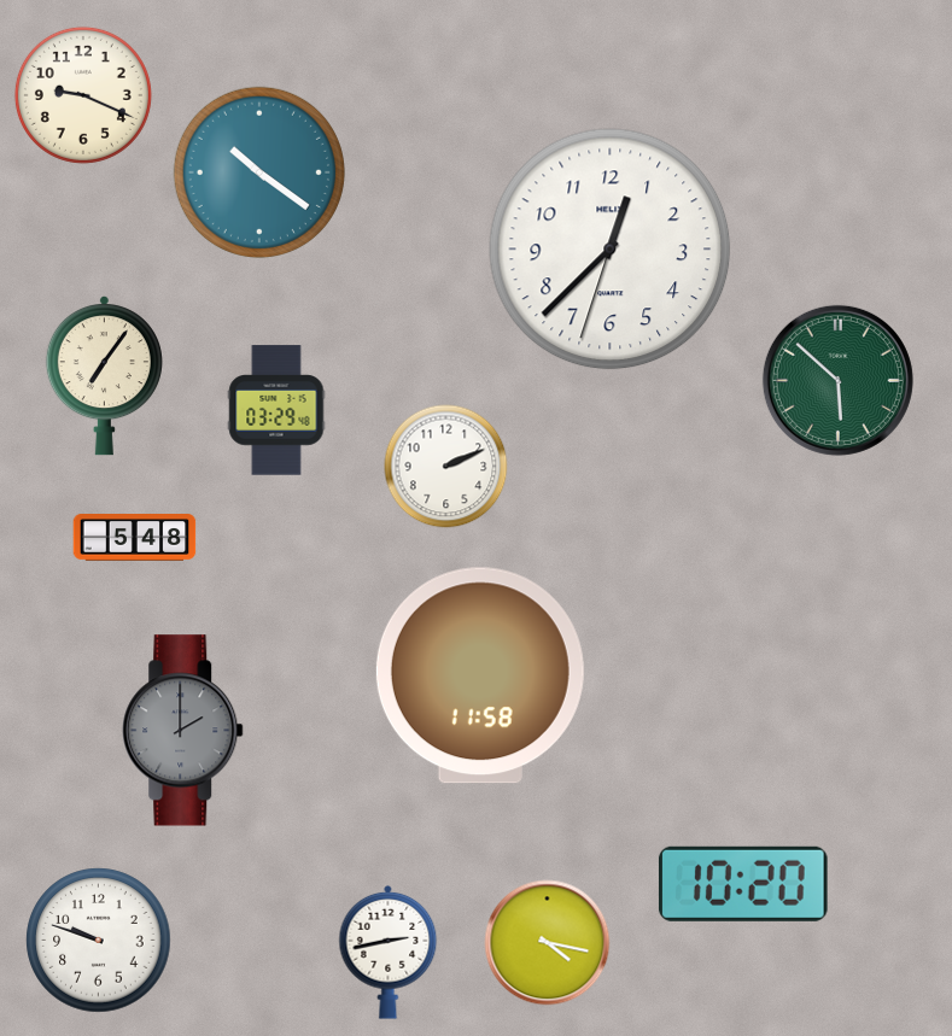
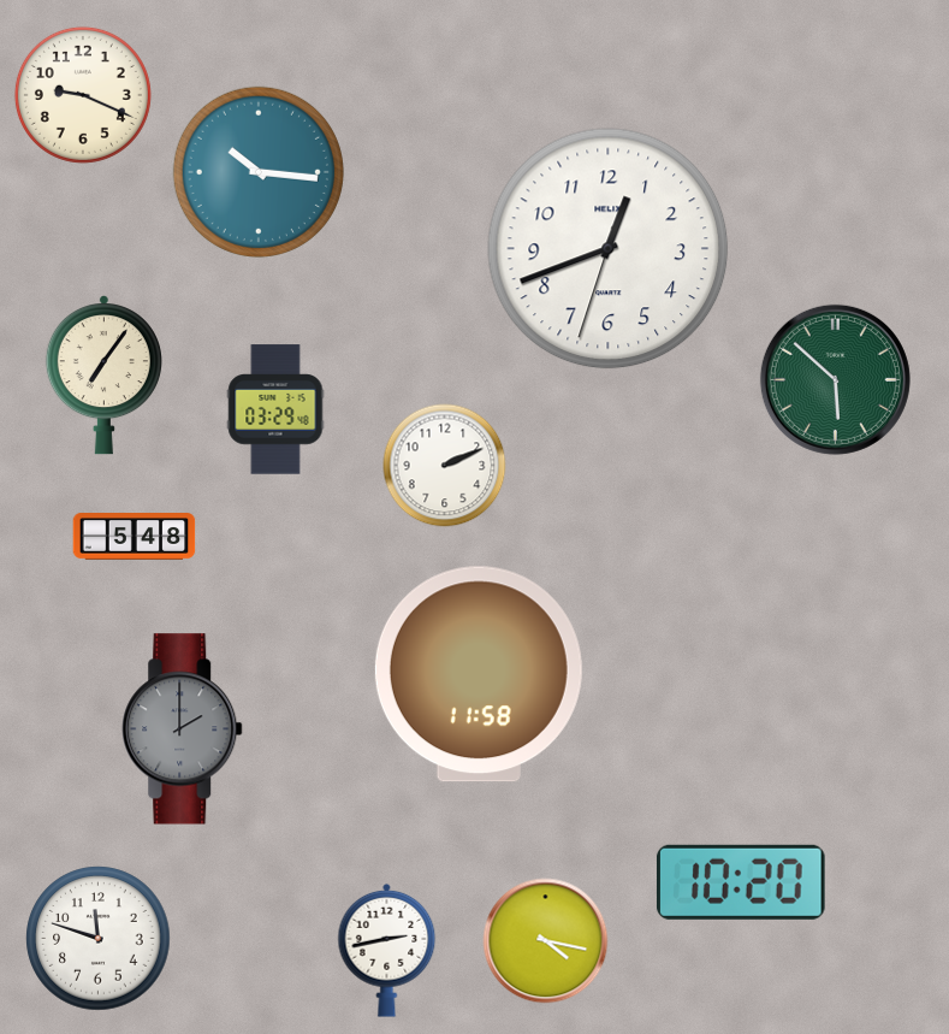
clock at (259, 172): 10:21 -> 10:16
clock at (611, 250): 12:37 -> 12:41
clock at (99, 941): 9:48 -> 11:48
